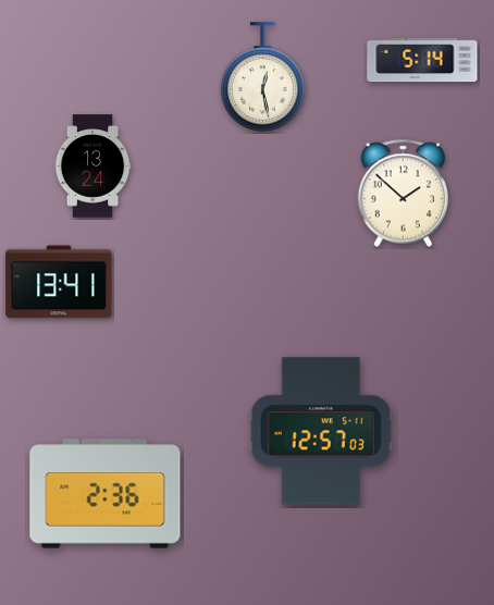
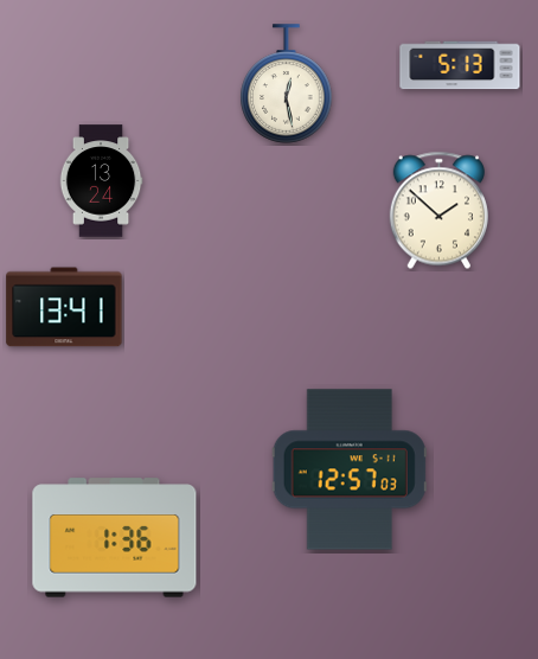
clock at (422, 60): 5:14 -> 5:13
clock at (106, 494): 2:36 -> 1:36
